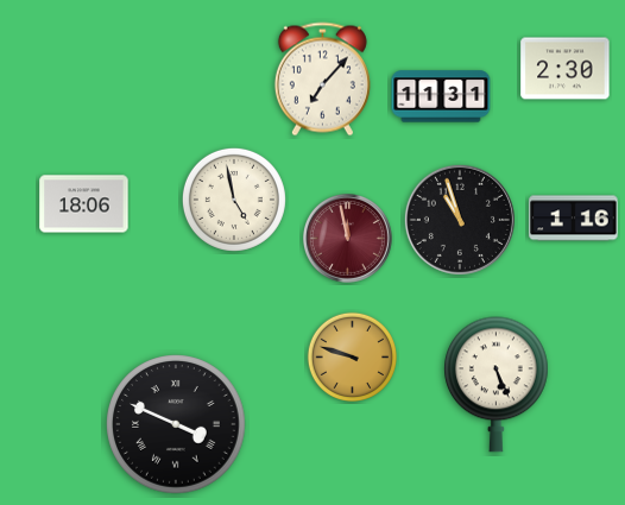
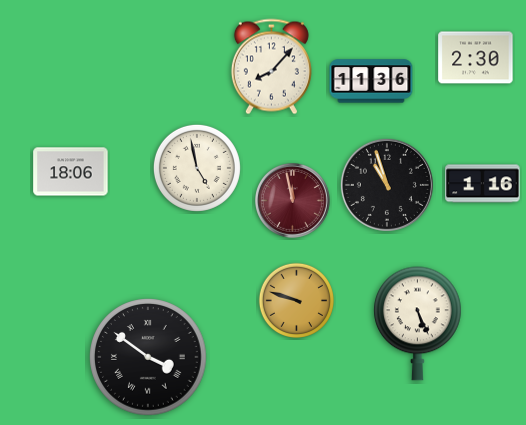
clock at (322, 80): 7:07 -> 8:07
clock at (441, 96): 11:31 -> 11:36
clock at (176, 424): 3:49 -> 3:51
